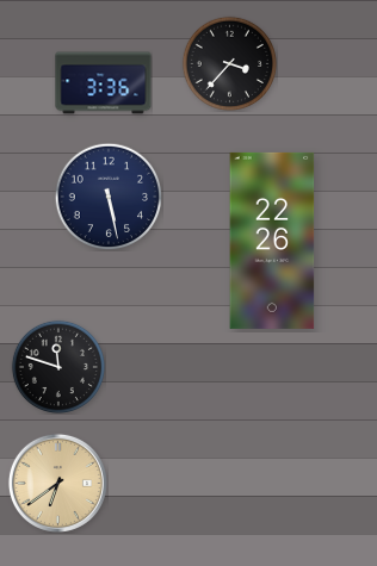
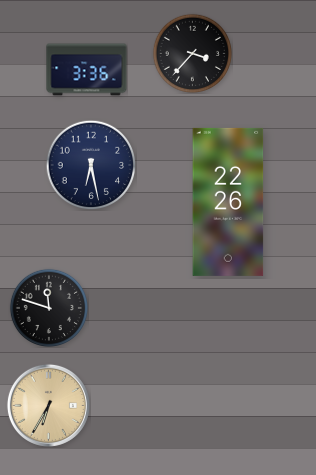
clock at (109, 197): 5:28 -> 6:28
clock at (57, 483): 6:39 -> 6:35
